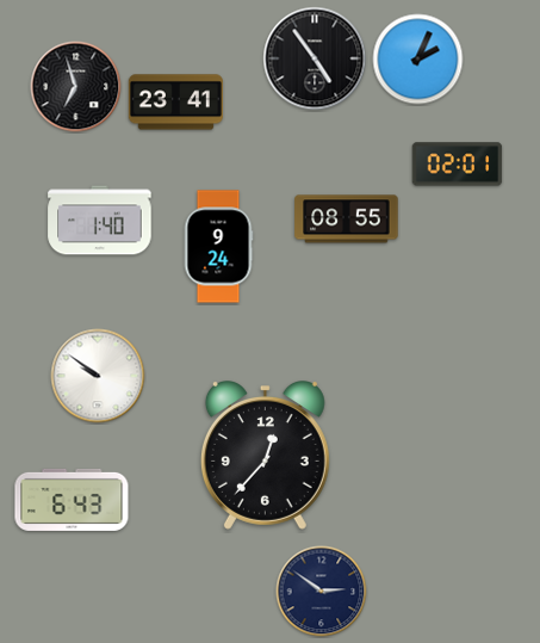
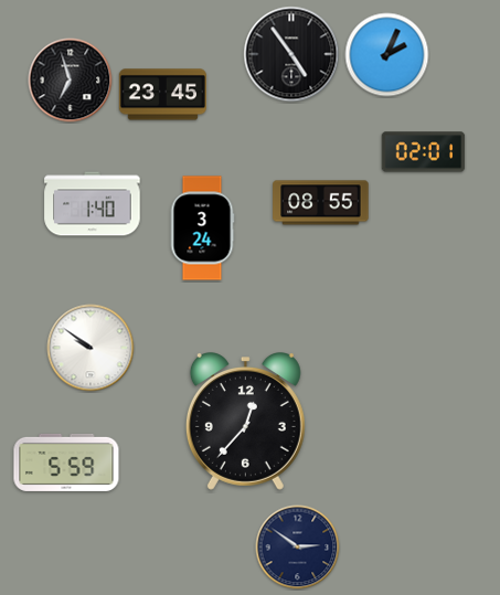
clock at (175, 103): 23:41 -> 23:45
clock at (218, 247): 9:24 -> 3:24
clock at (72, 500): 6:43 -> 5:59
